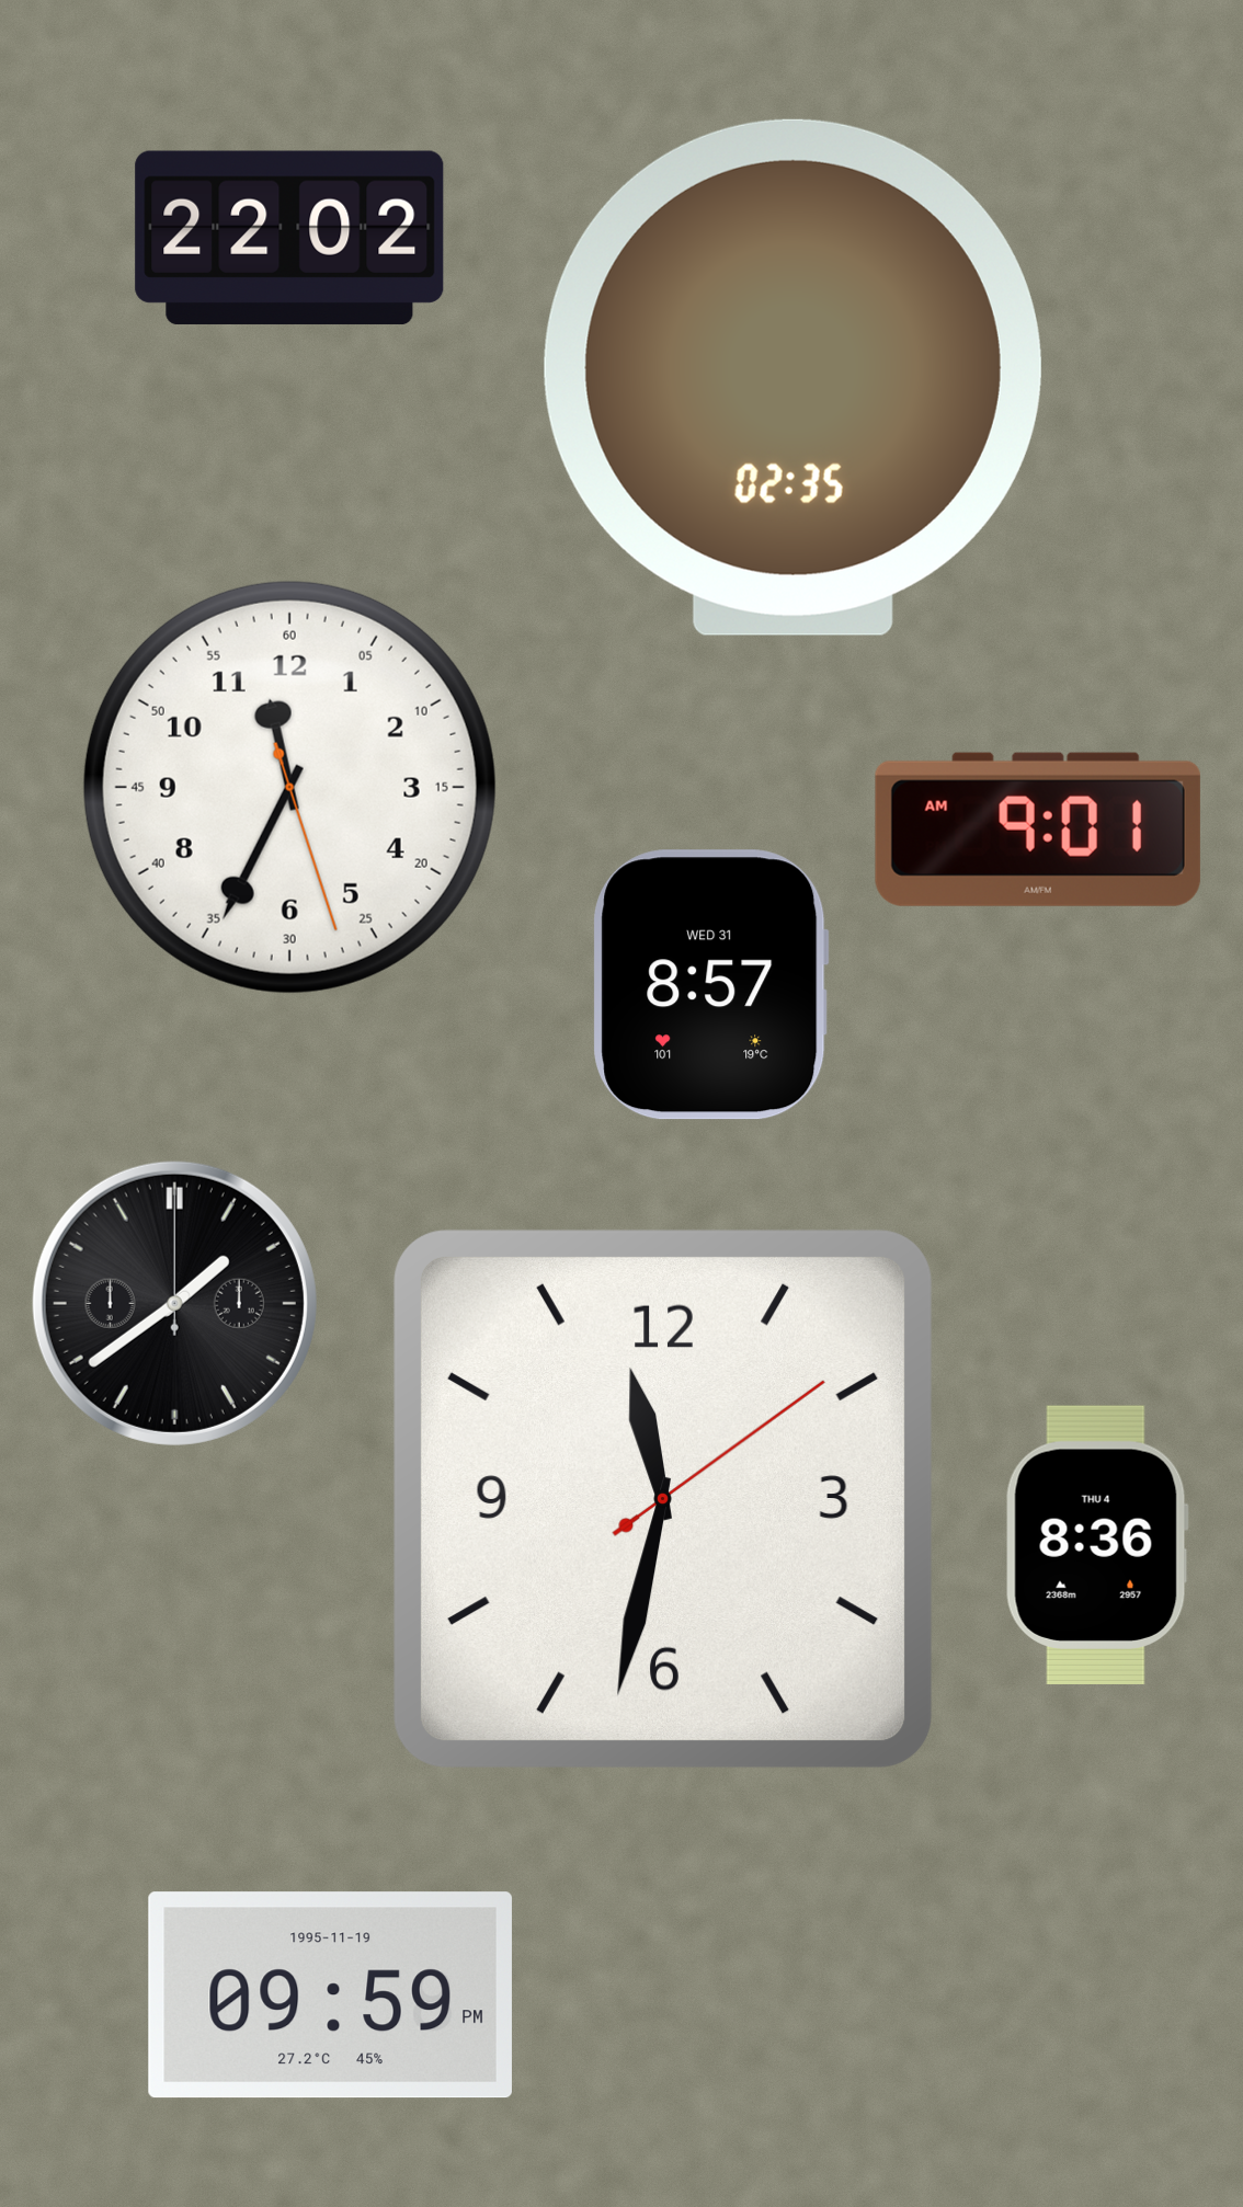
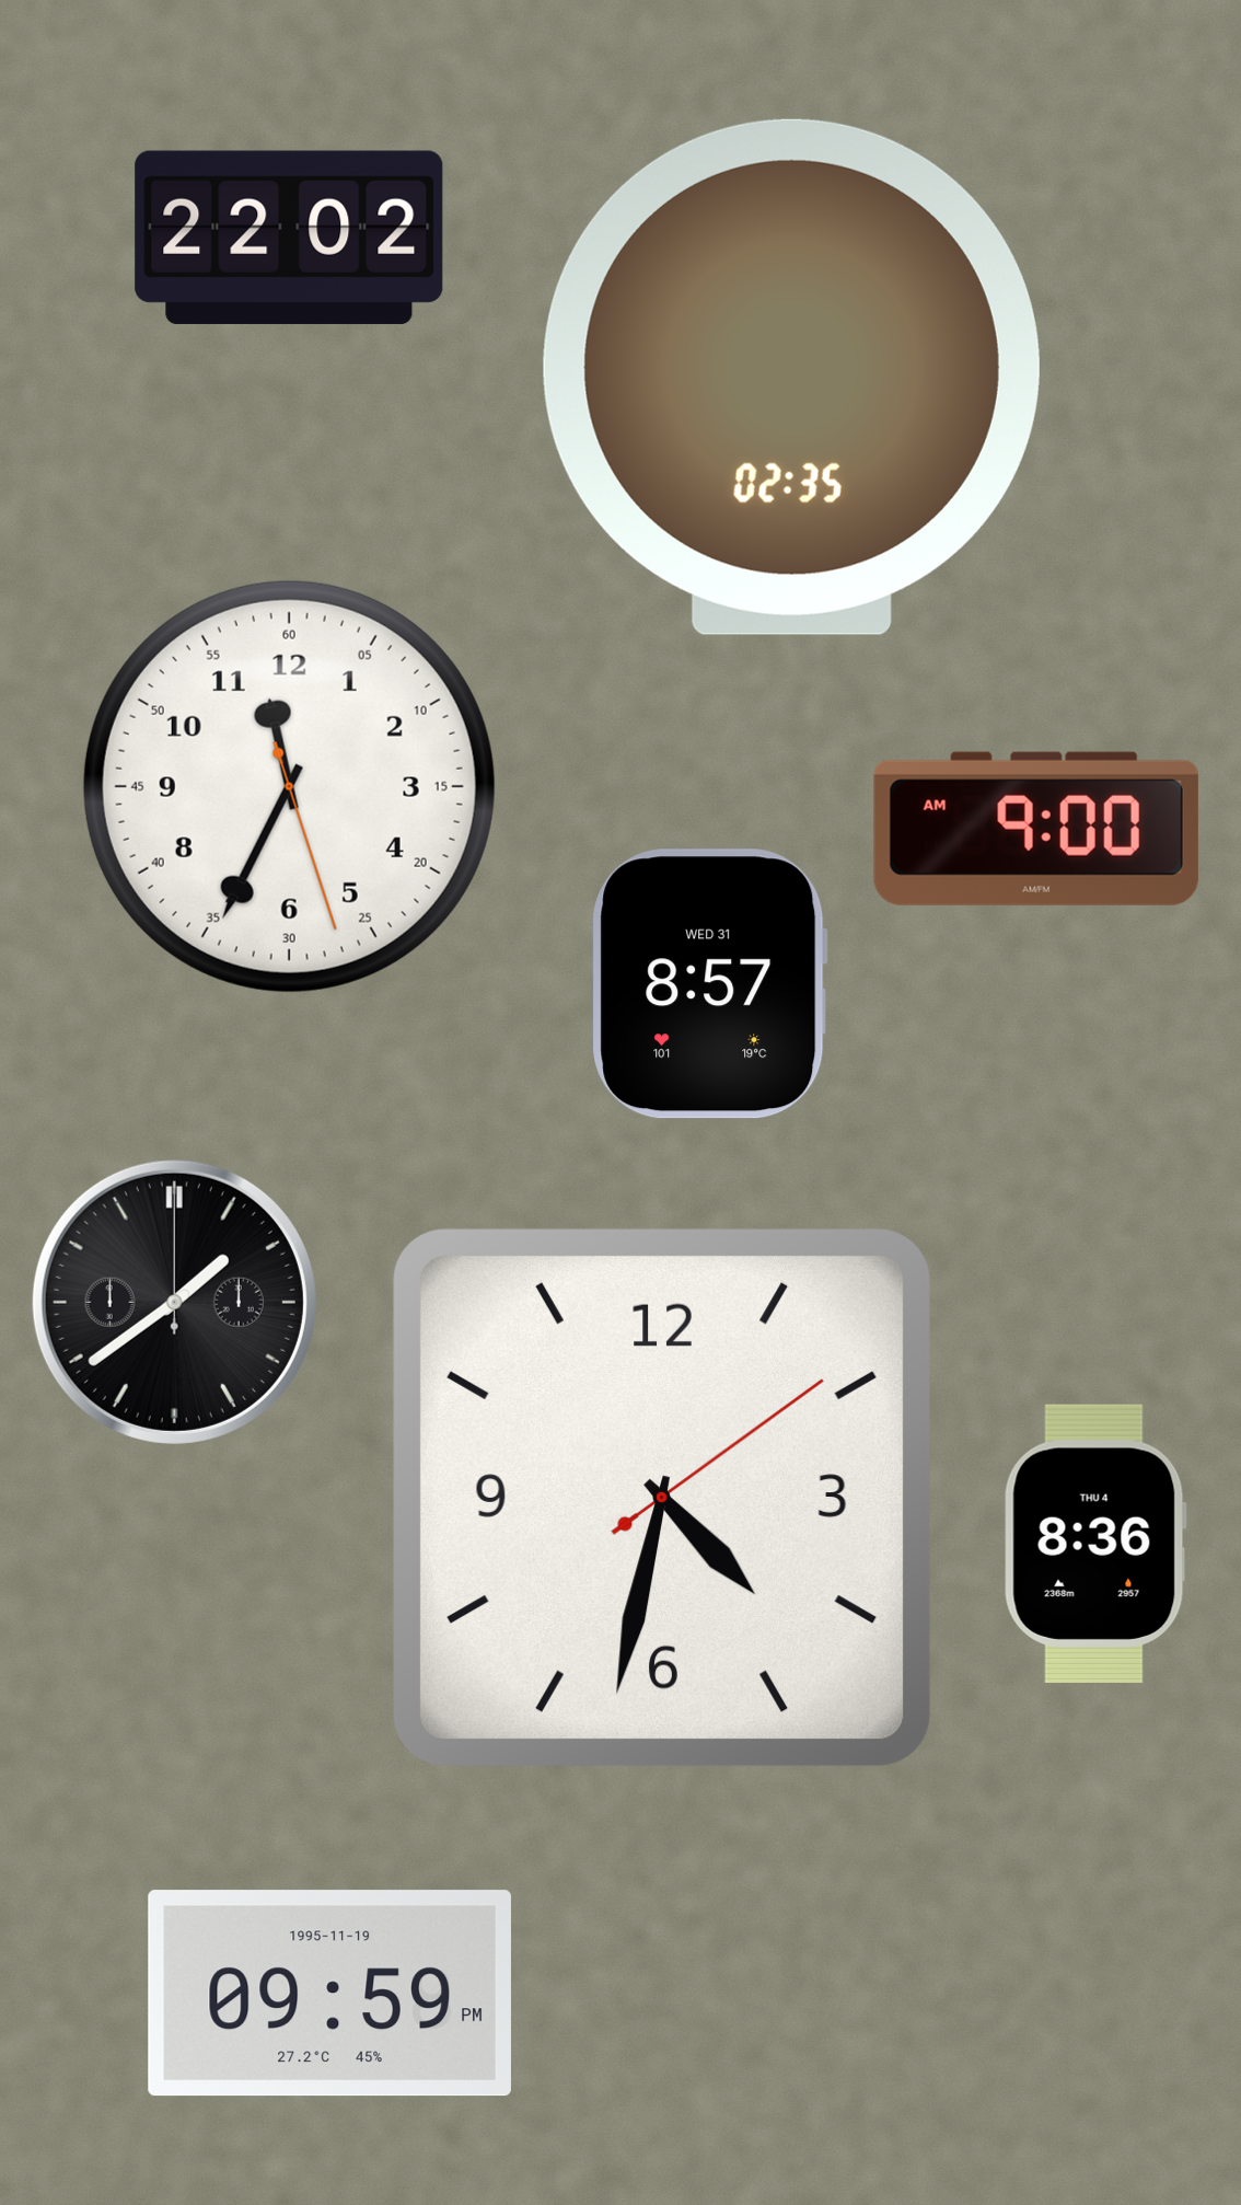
clock at (1038, 830): 9:01 -> 9:00
clock at (663, 1499): 11:32 -> 4:32
